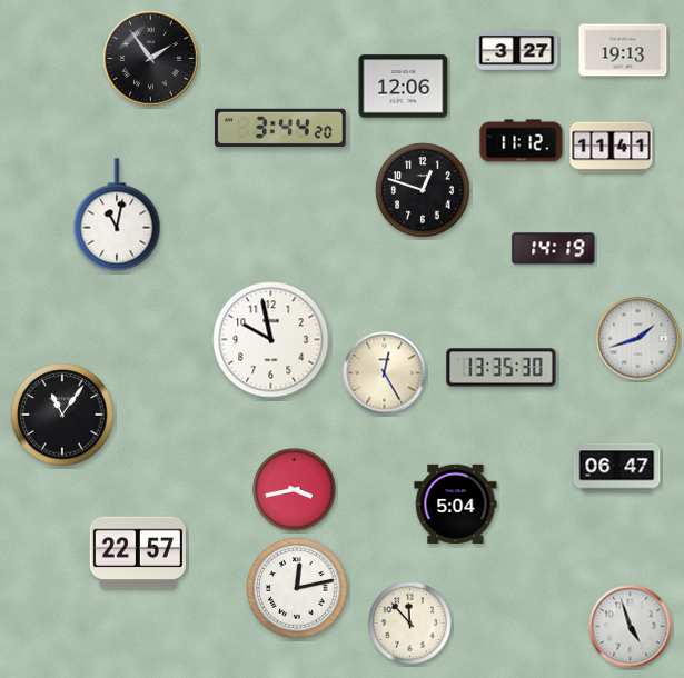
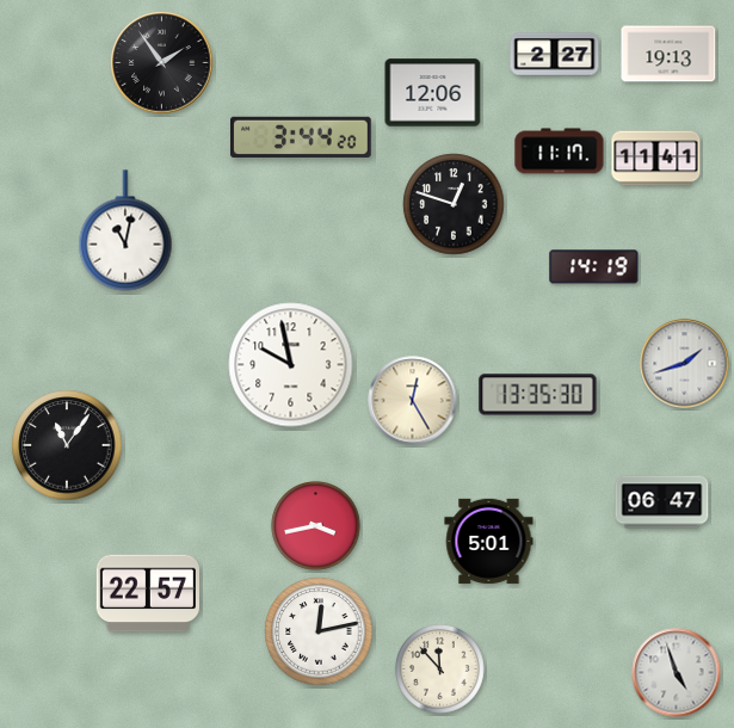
clock at (517, 51): 3:27 -> 2:27
clock at (522, 141): 11:12 -> 11:17
clock at (456, 503): 5:04 -> 5:01
